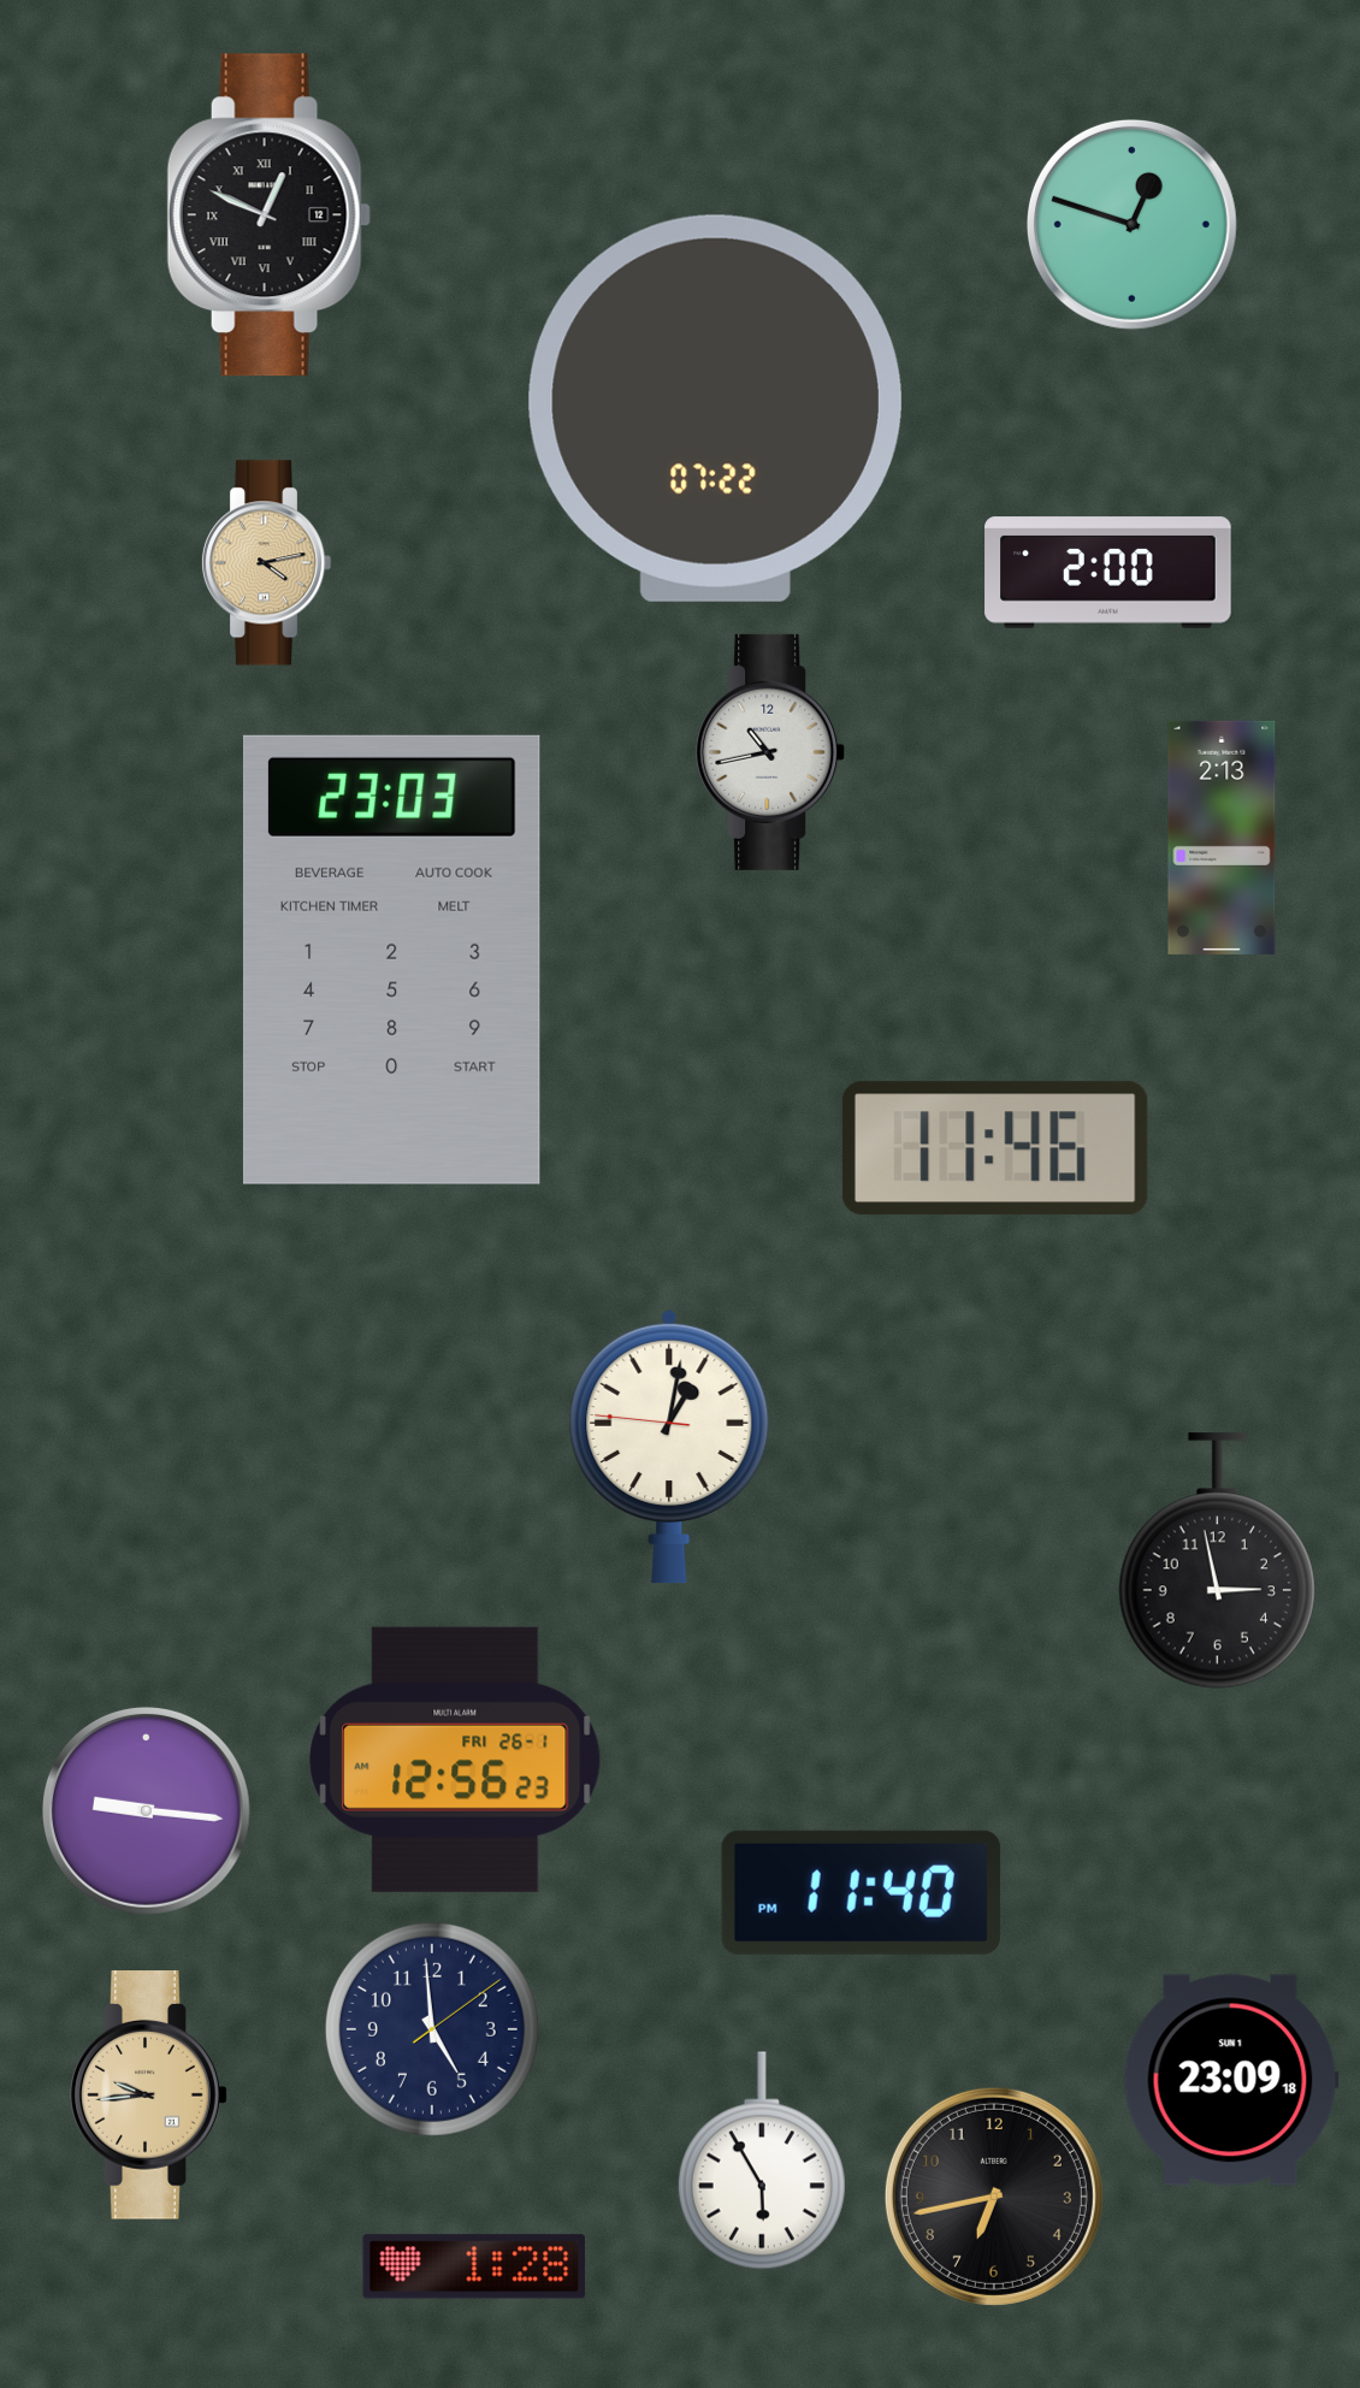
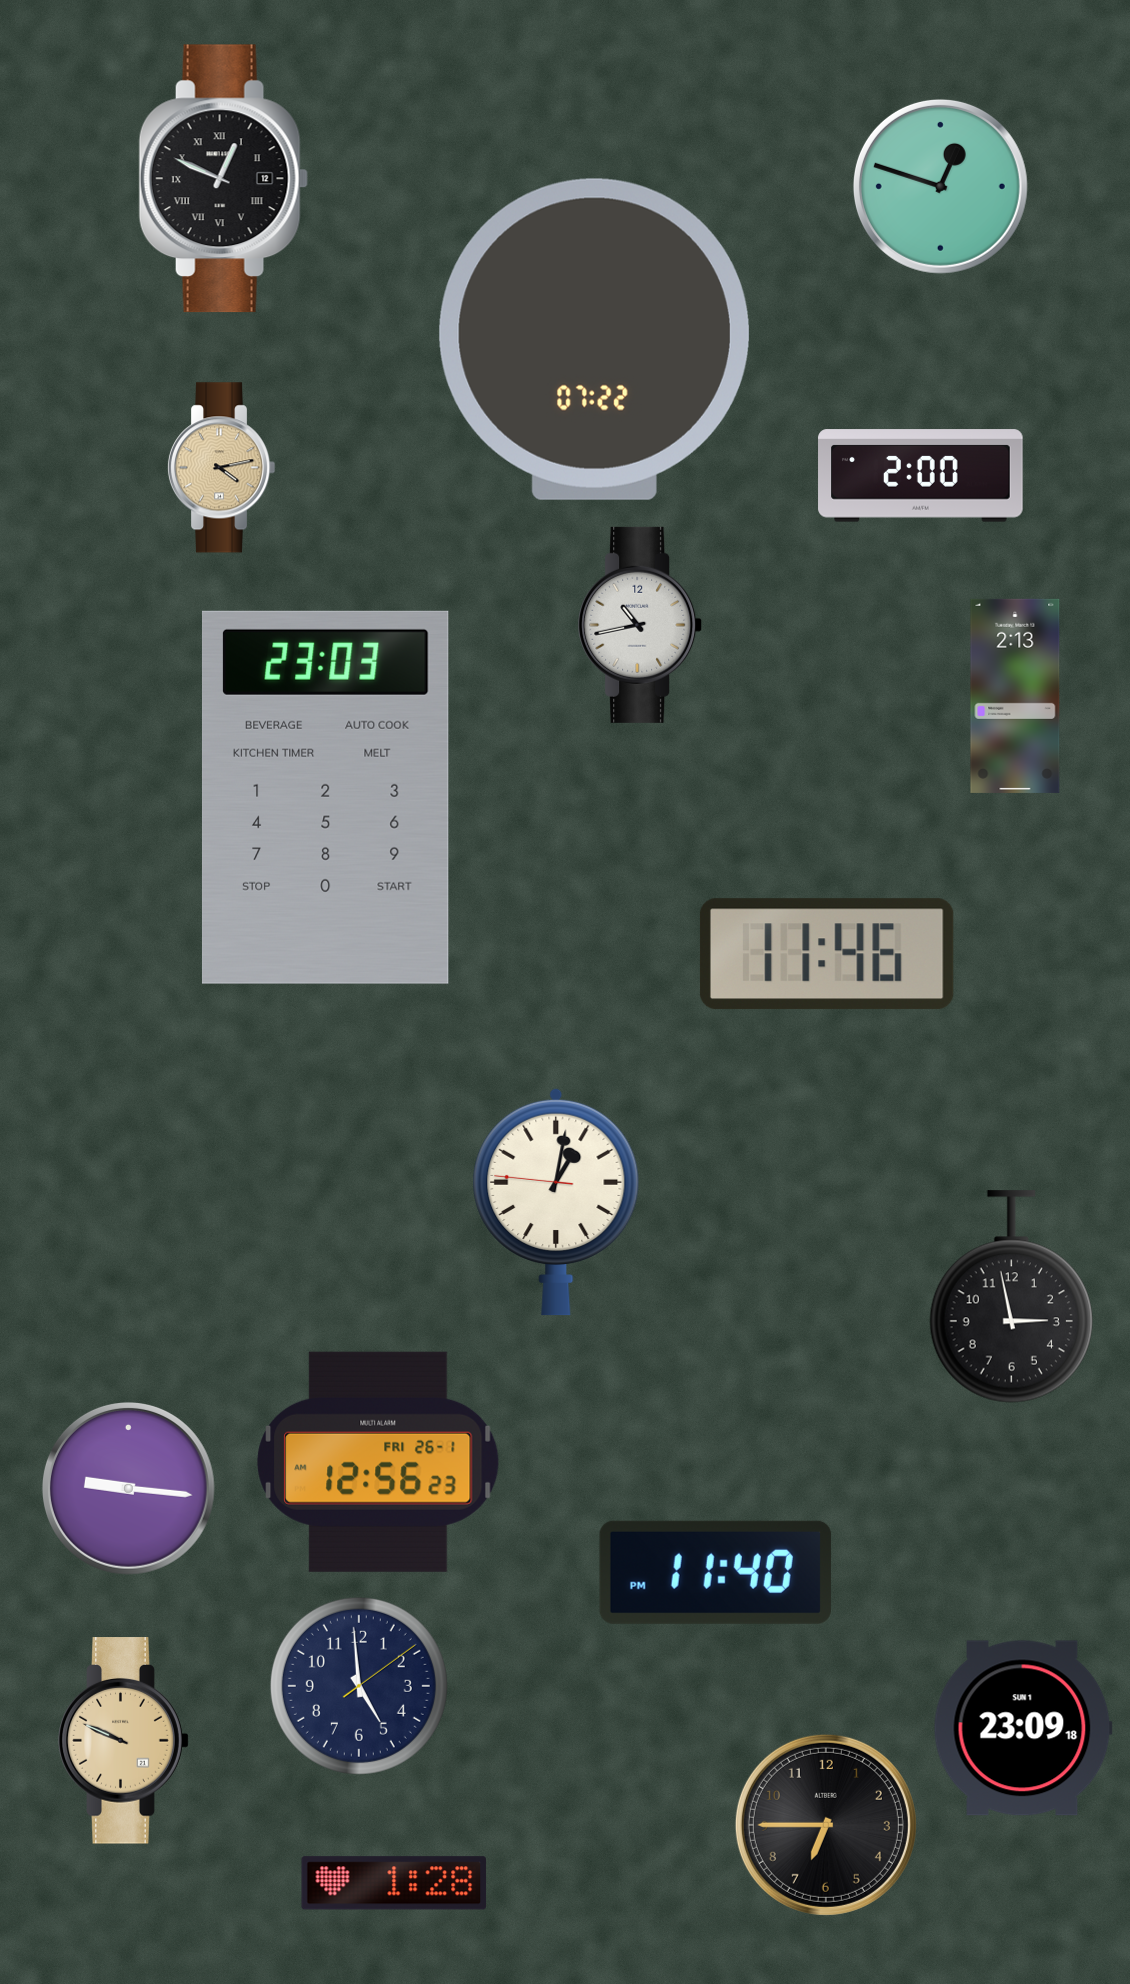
clock at (146, 1810) position: (146, 1810) -> (128, 1488)
clock at (149, 2096): 9:44 -> 9:49
clock at (762, 2161): 5:55 -> none
clock at (994, 2197): 6:43 -> 6:45
